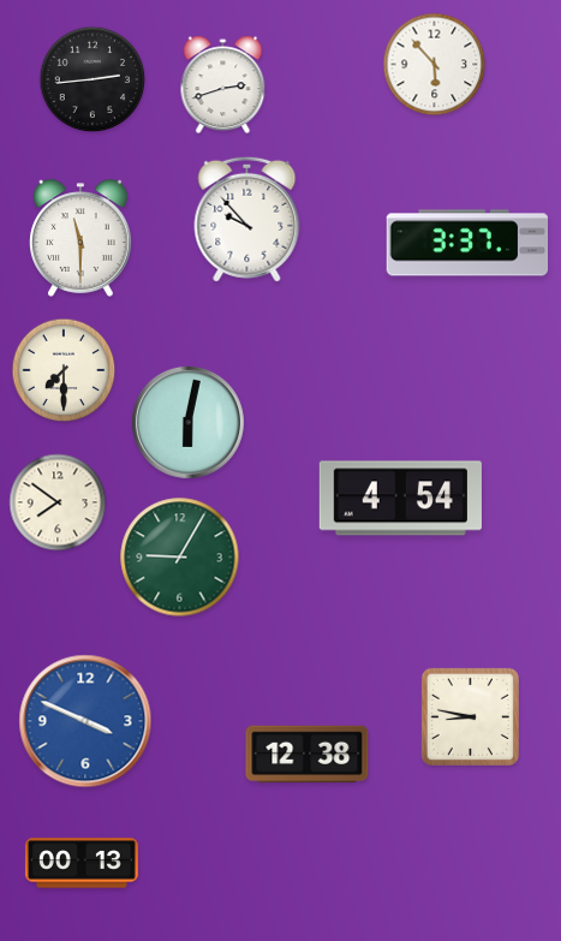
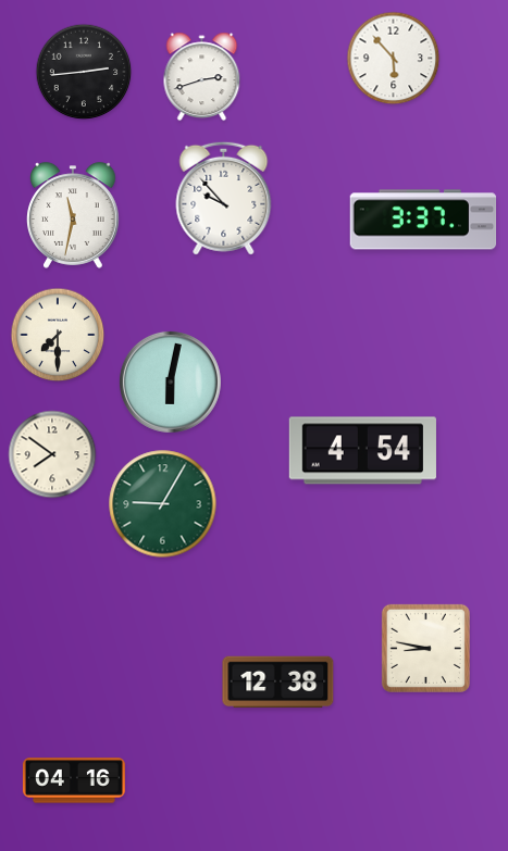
clock at (82, 238): 11:30 -> 11:32
clock at (85, 721): 3:49 -> none
clock at (82, 863): 00:13 -> 04:16
